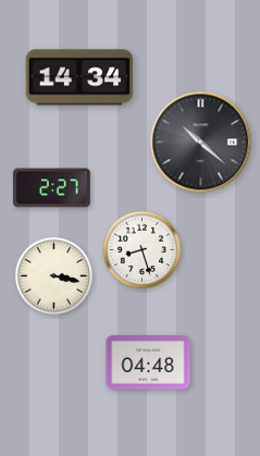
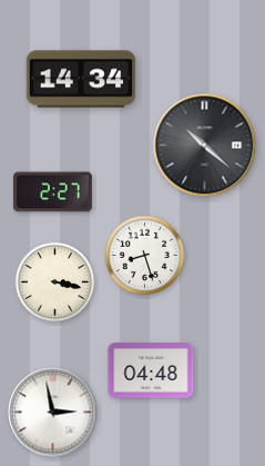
clock at (53, 413): none -> 2:58
